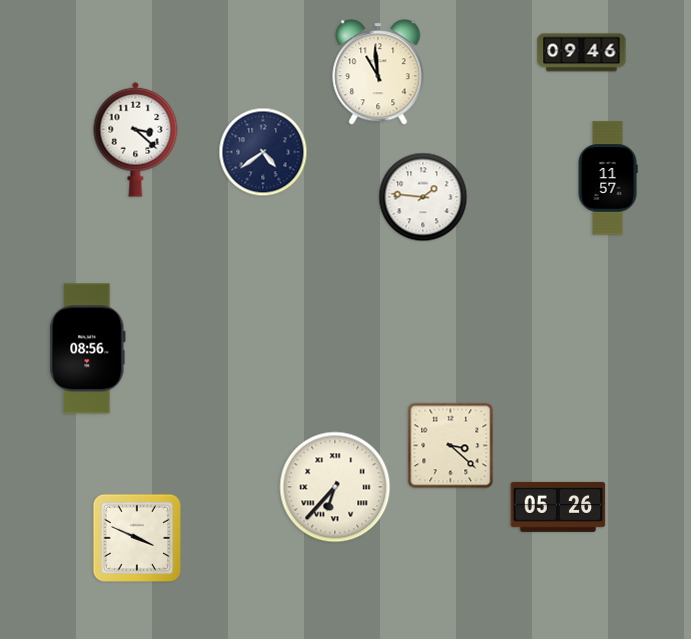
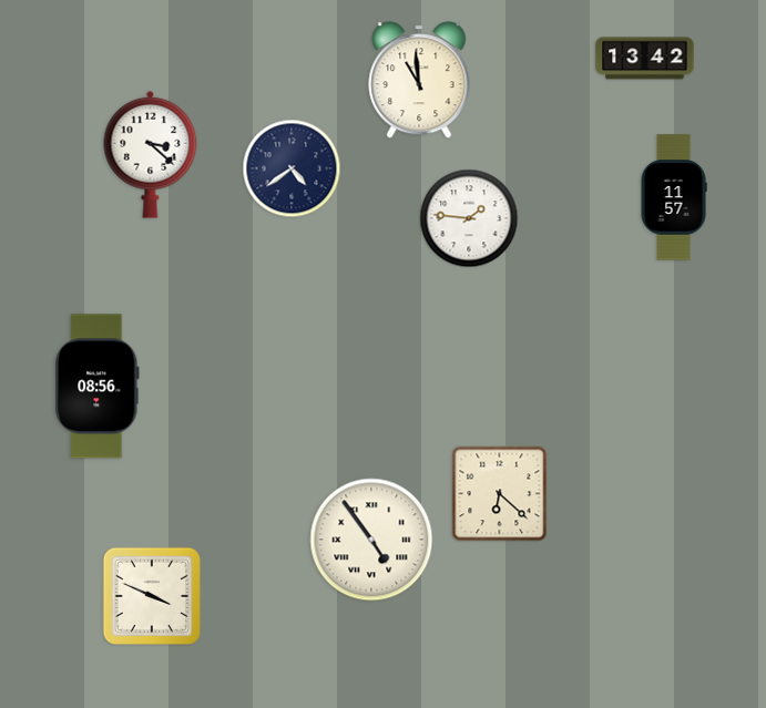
clock at (582, 53): 09:46 -> 13:42
clock at (451, 446): 3:22 -> 6:22
clock at (335, 487): 6:37 -> 4:54
clock at (558, 507): 05:26 -> none
